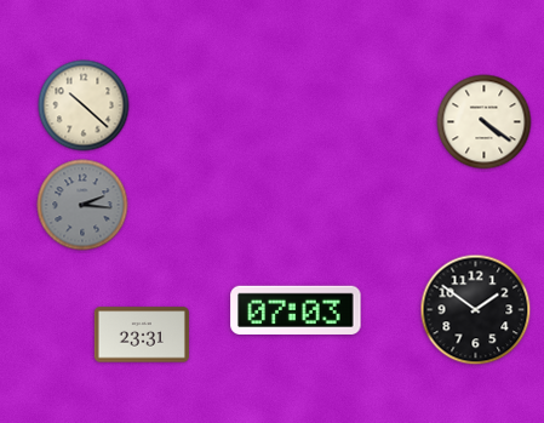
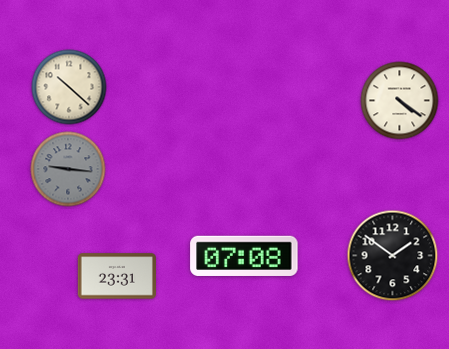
clock at (82, 205): 2:16 -> 9:16
clock at (296, 309): 07:03 -> 07:08
